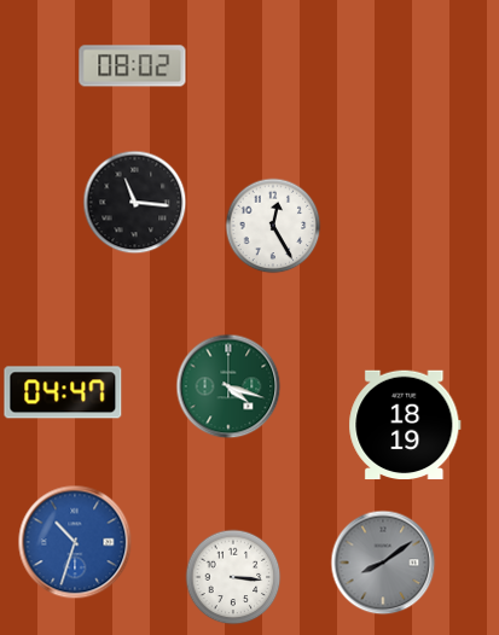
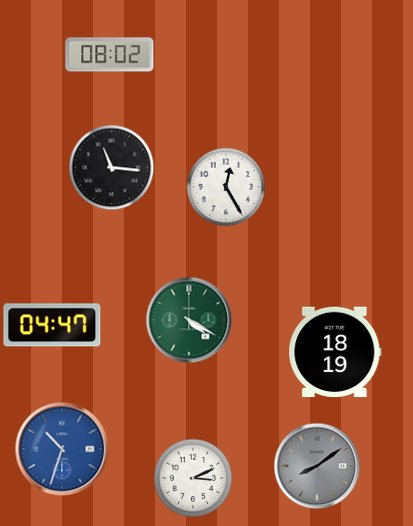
clock at (228, 386): 4:18 -> 4:20
clock at (233, 577): 3:16 -> 3:11
